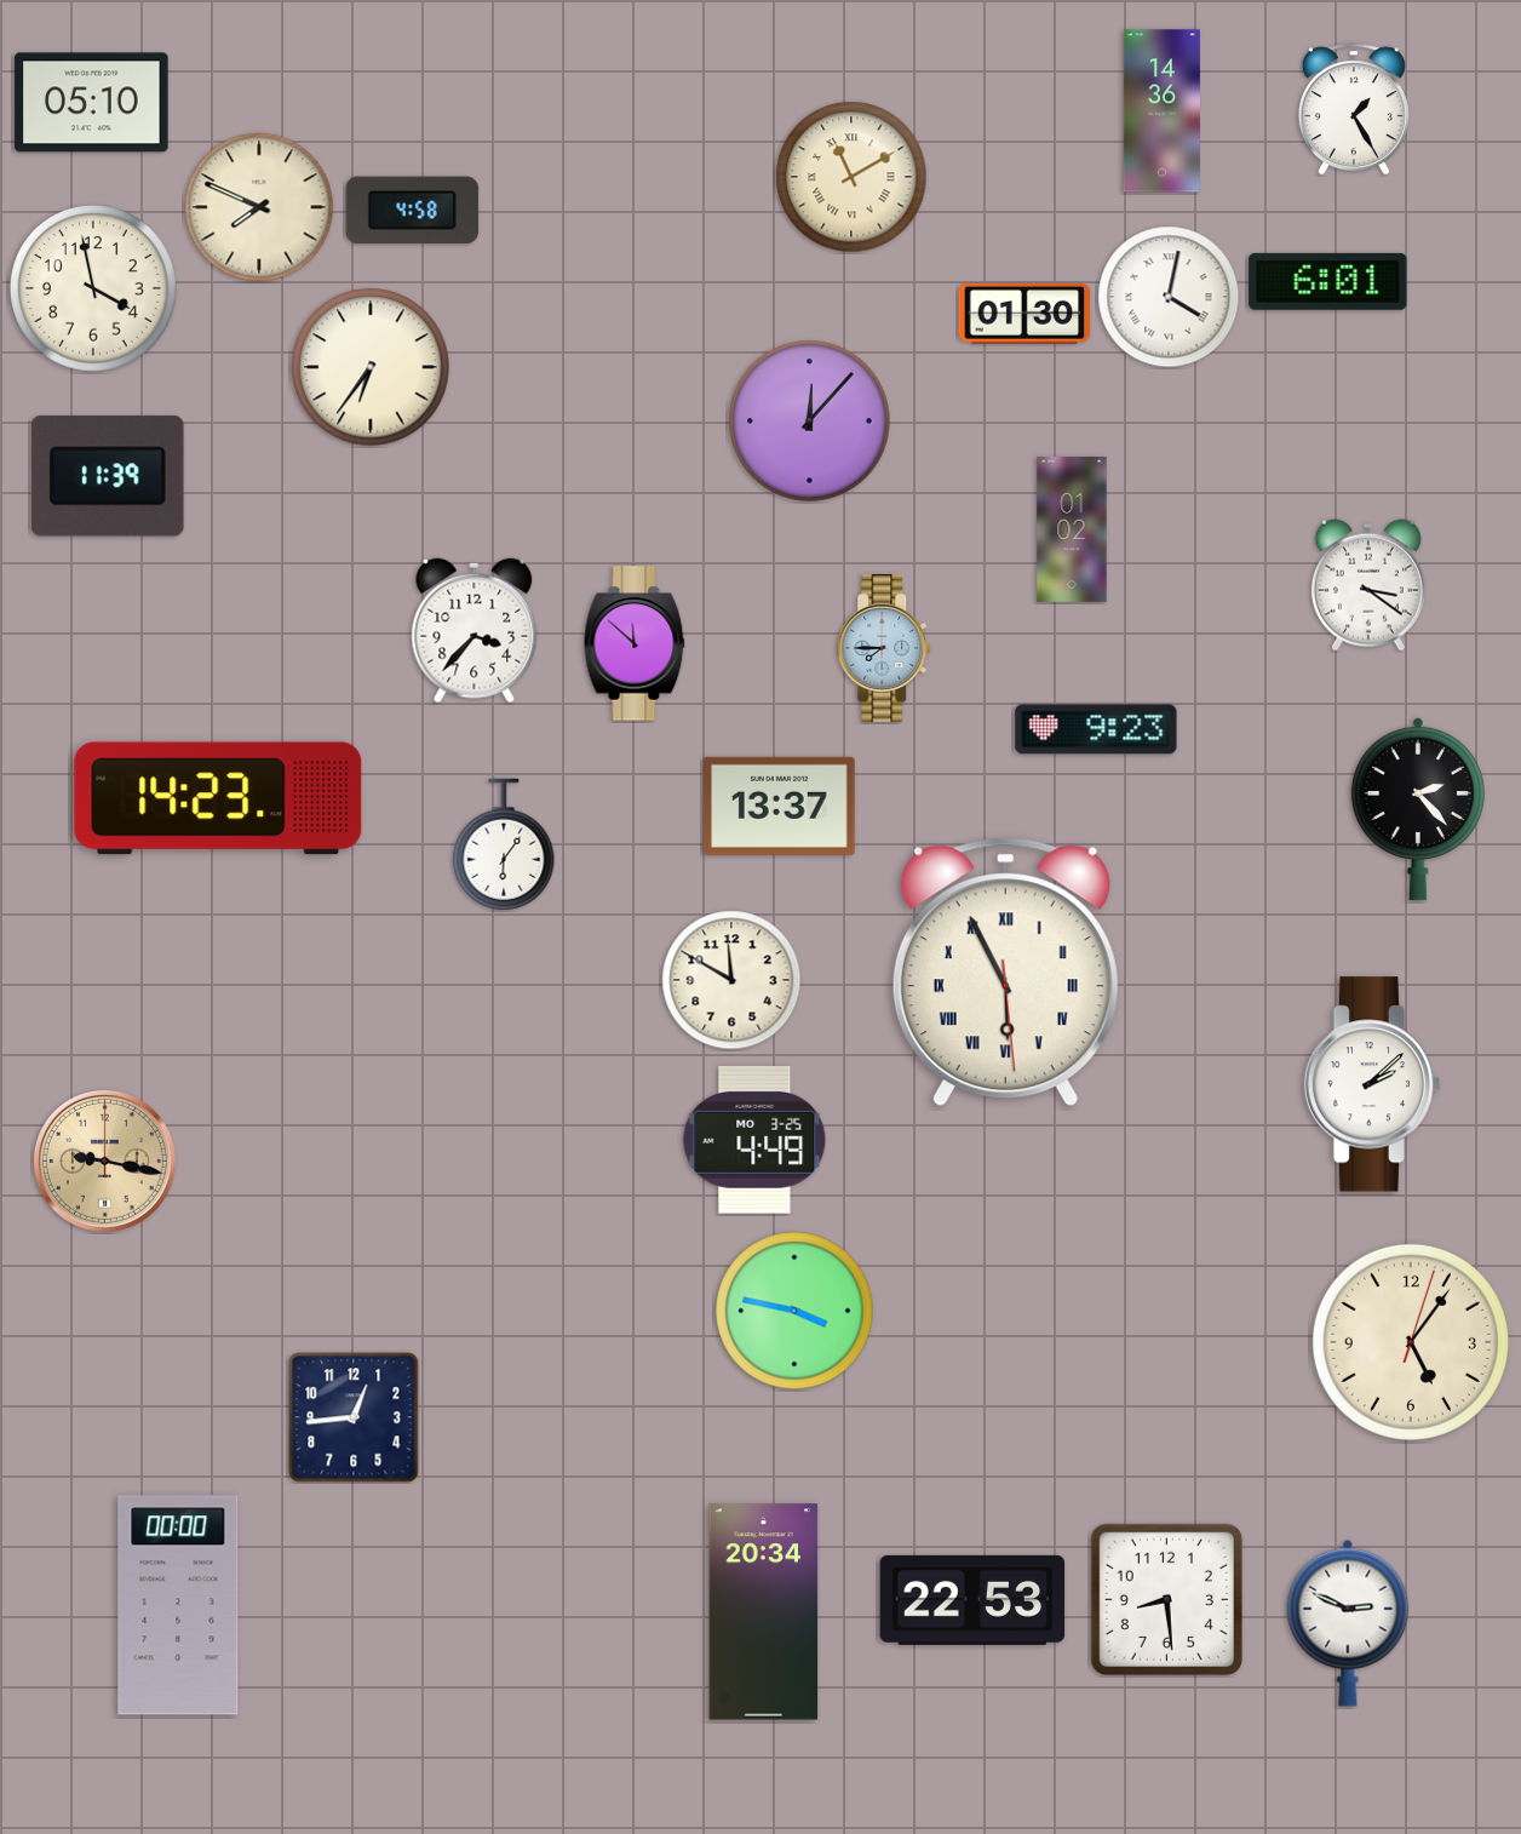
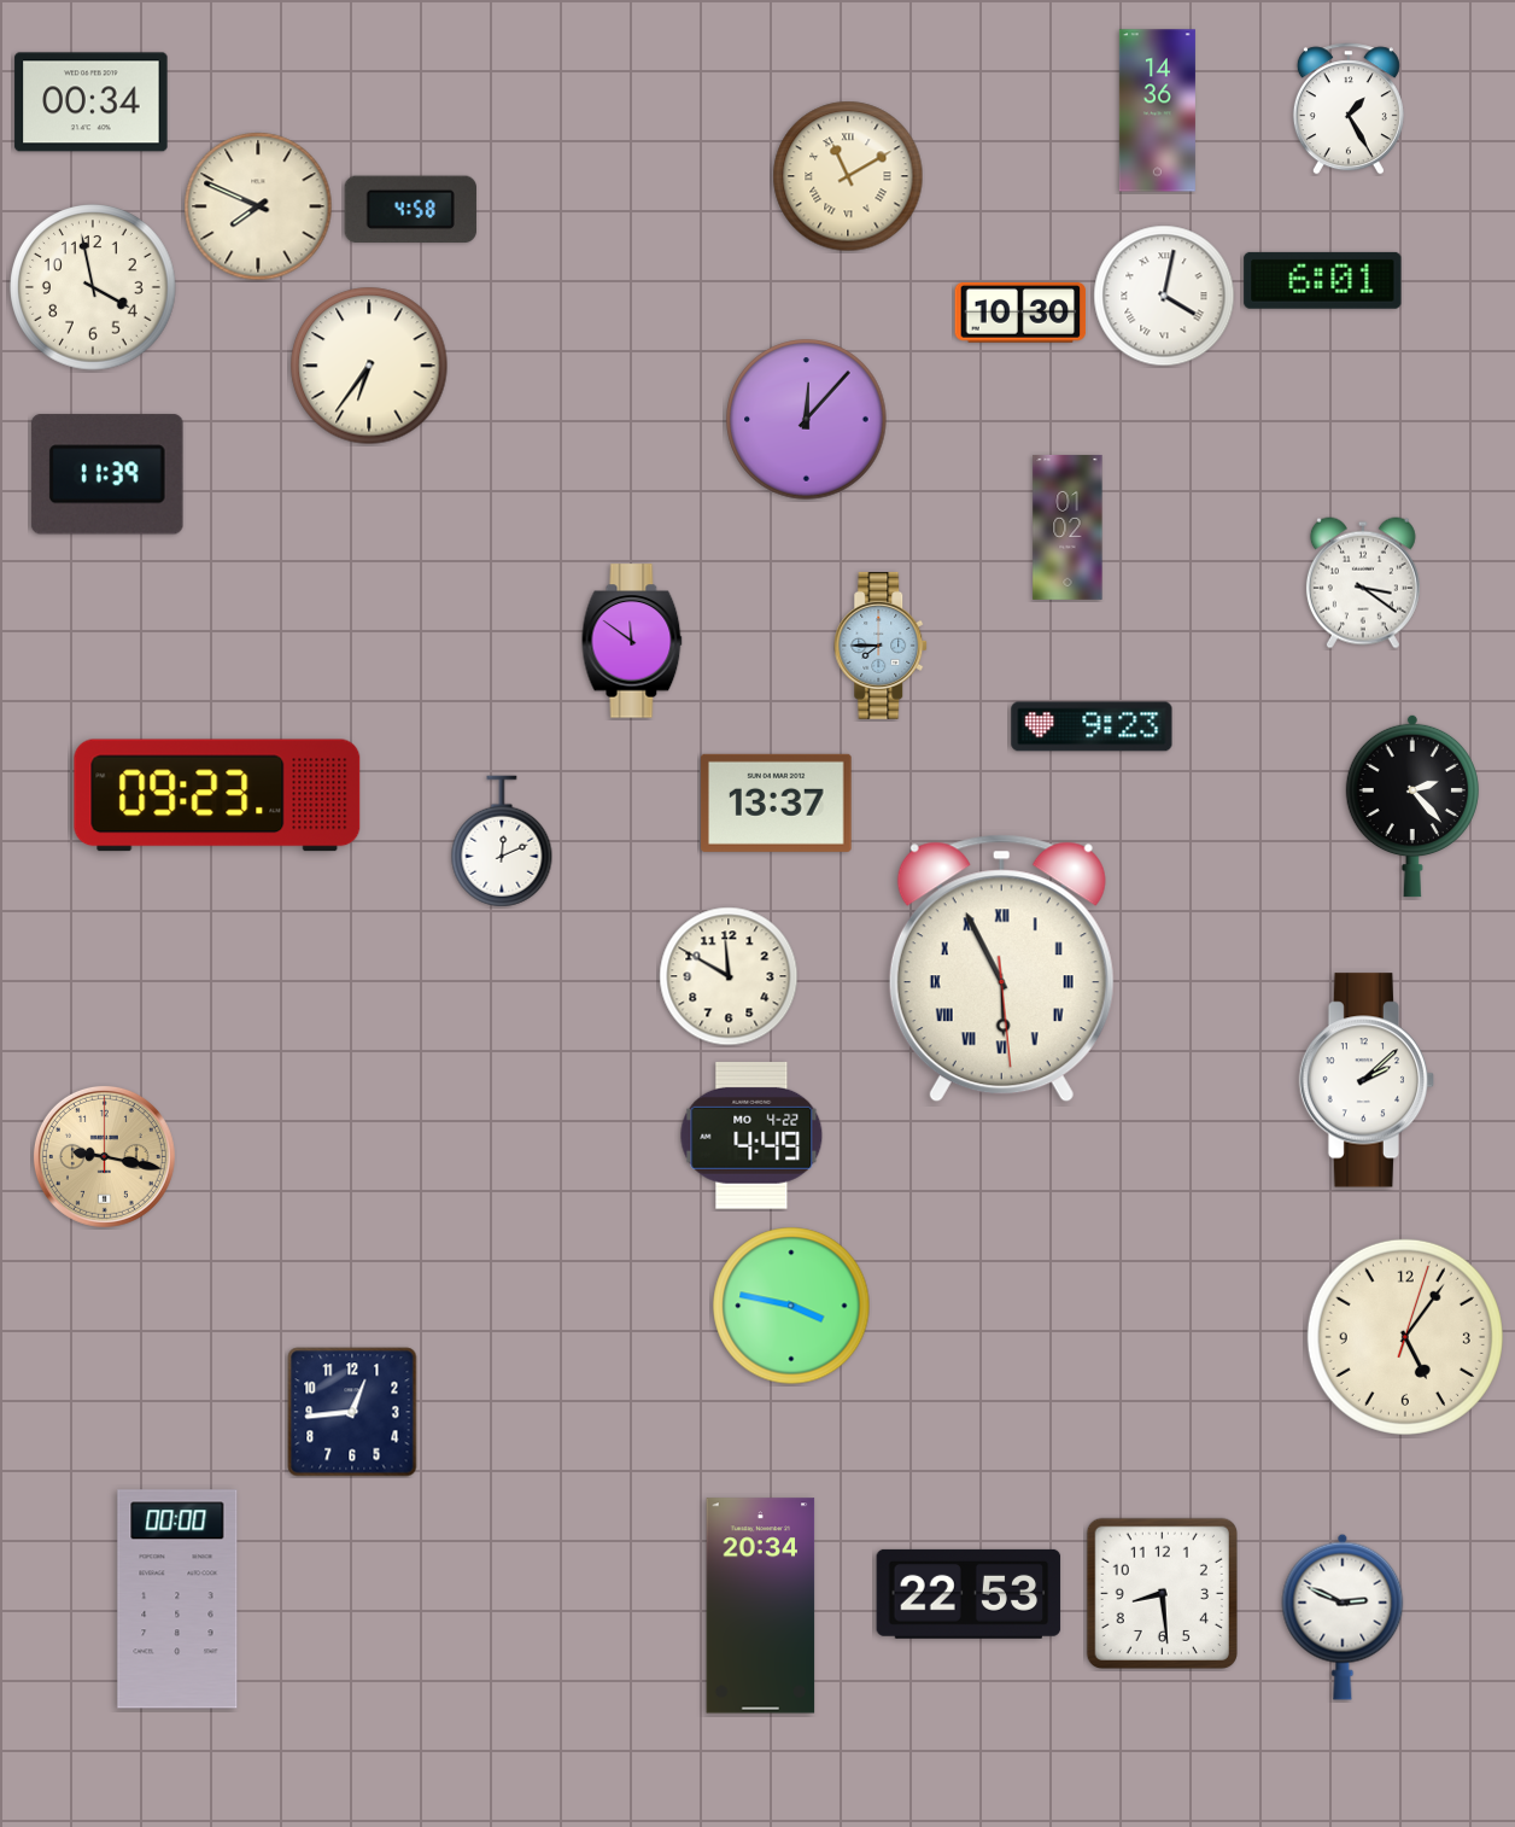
clock at (92, 103): 05:10 -> 00:34
clock at (1024, 315): 01:30 -> 10:30
clock at (475, 631): 3:37 -> none
clock at (635, 643): 11:52 -> 11:51
clock at (218, 798): 14:23 -> 09:23
clock at (504, 844): 6:06 -> 12:11
clock at (754, 1140) date: MO 3-25 -> MO 4-22
